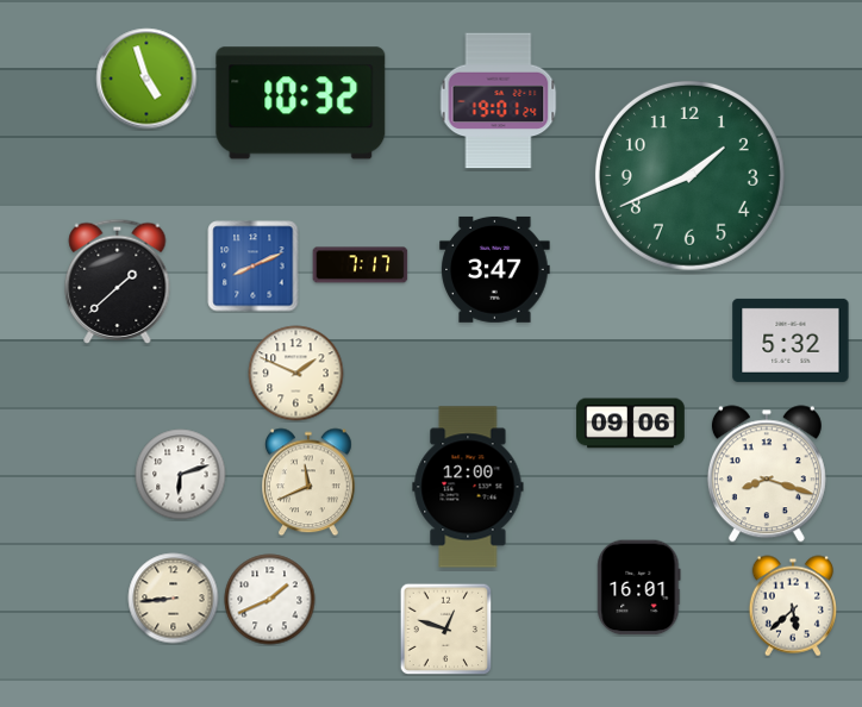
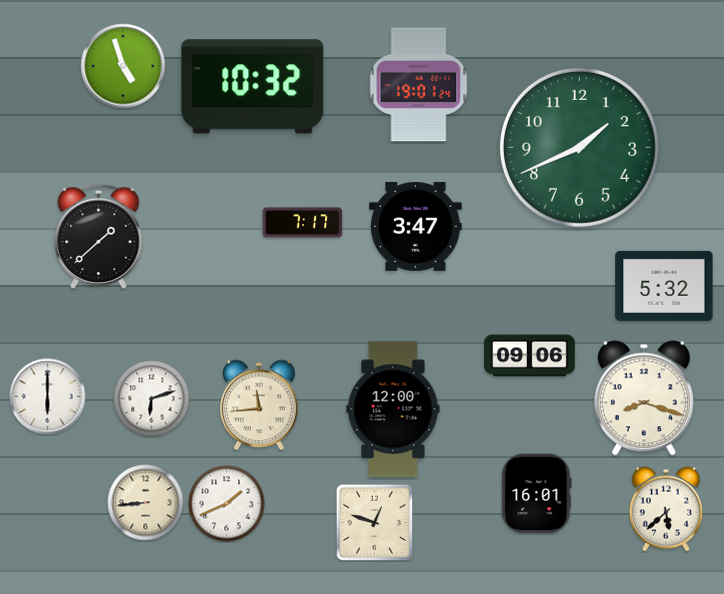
clock at (254, 267): 8:11 -> none
clock at (296, 374): 1:49 -> none
clock at (48, 397): none -> 6:00
clock at (310, 482): 11:41 -> 11:44
clock at (445, 628) position: (445, 628) -> (374, 522)
